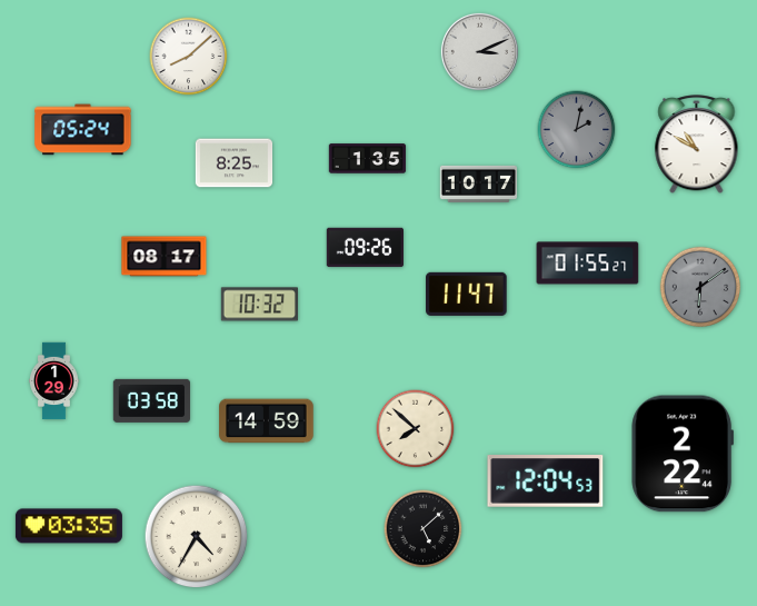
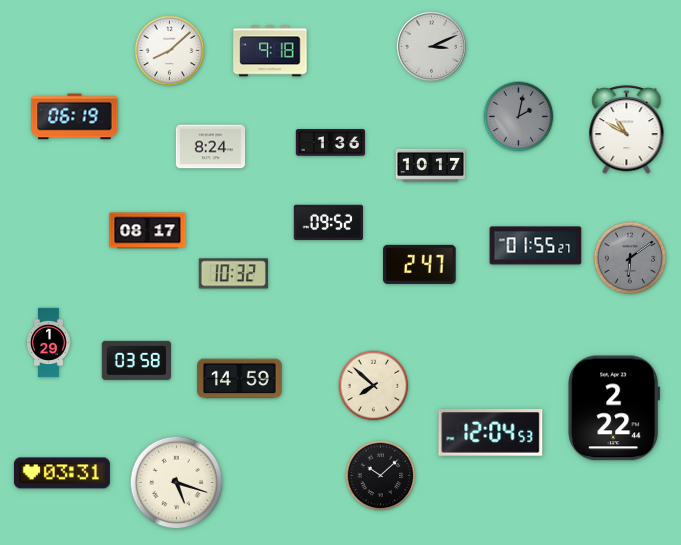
clock at (270, 51): none -> 9:18
clock at (83, 130): 05:24 -> 06:19
clock at (368, 159): 1:35 -> 1:36
clock at (235, 163): 8:25 -> 8:24
clock at (365, 248): 09:26 -> 09:52
clock at (588, 264) position: (588, 264) -> (536, 246)
clock at (467, 294): 11:47 -> 2:47
clock at (69, 526): 03:35 -> 03:31
clock at (424, 529): 5:08 -> 10:08
clock at (197, 537): 4:35 -> 5:18
